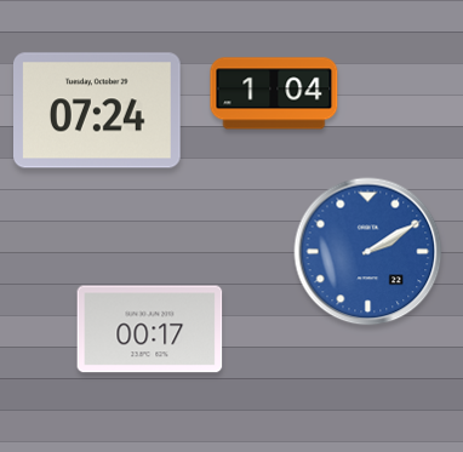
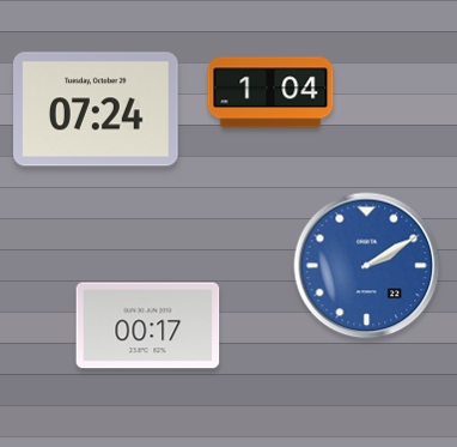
clock at (368, 252) position: (368, 252) -> (367, 266)
